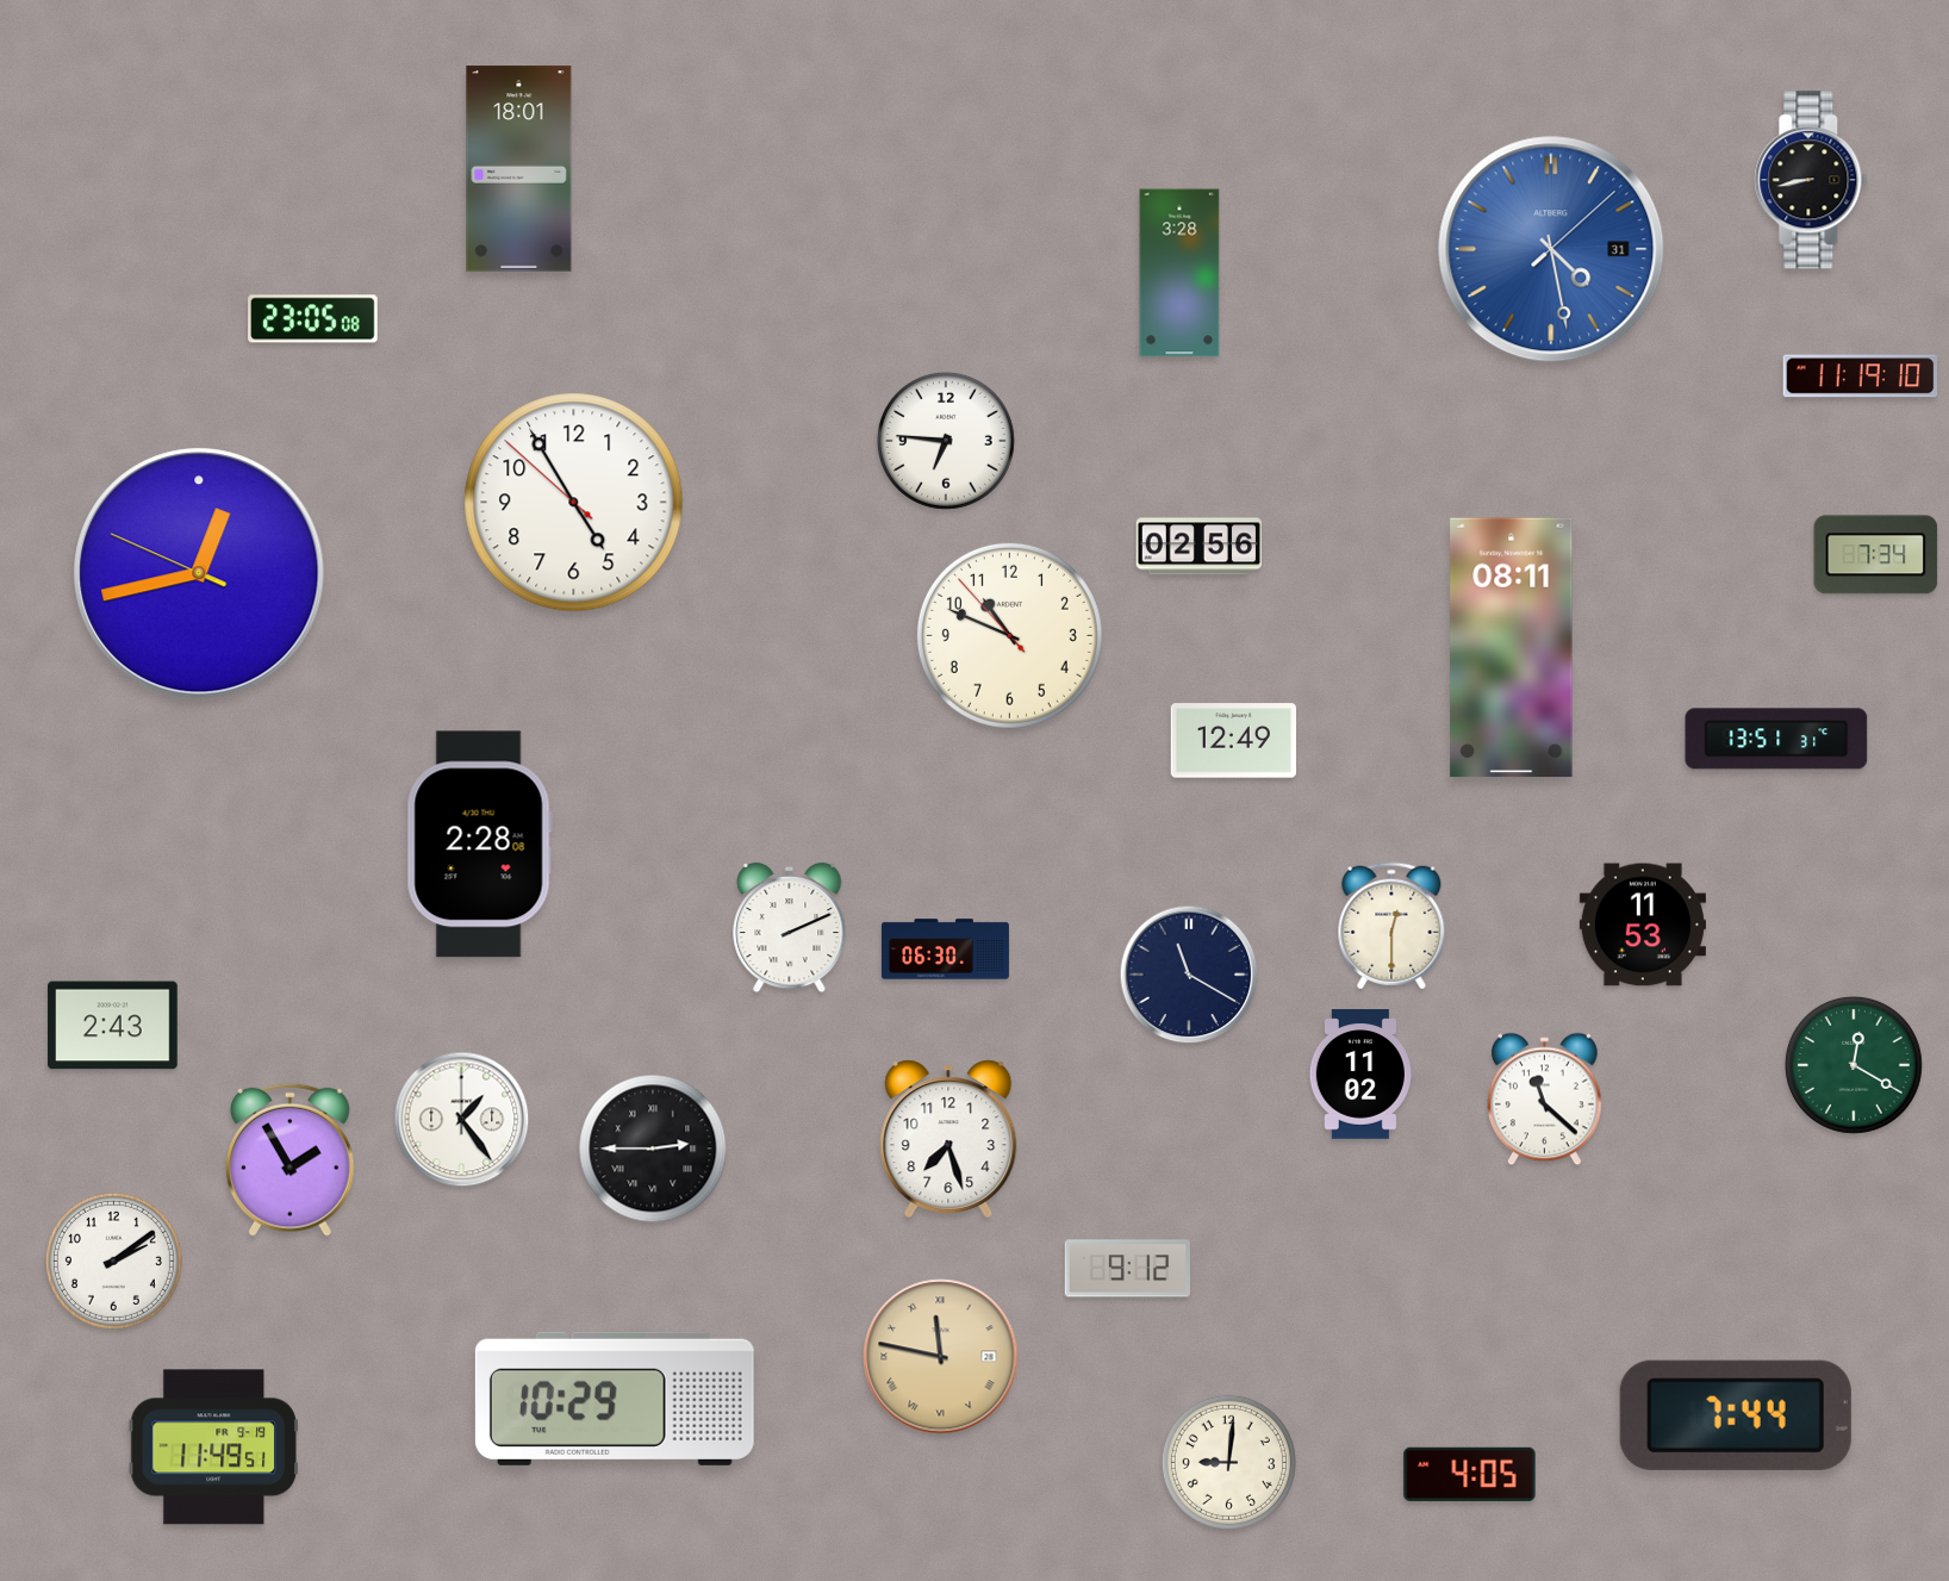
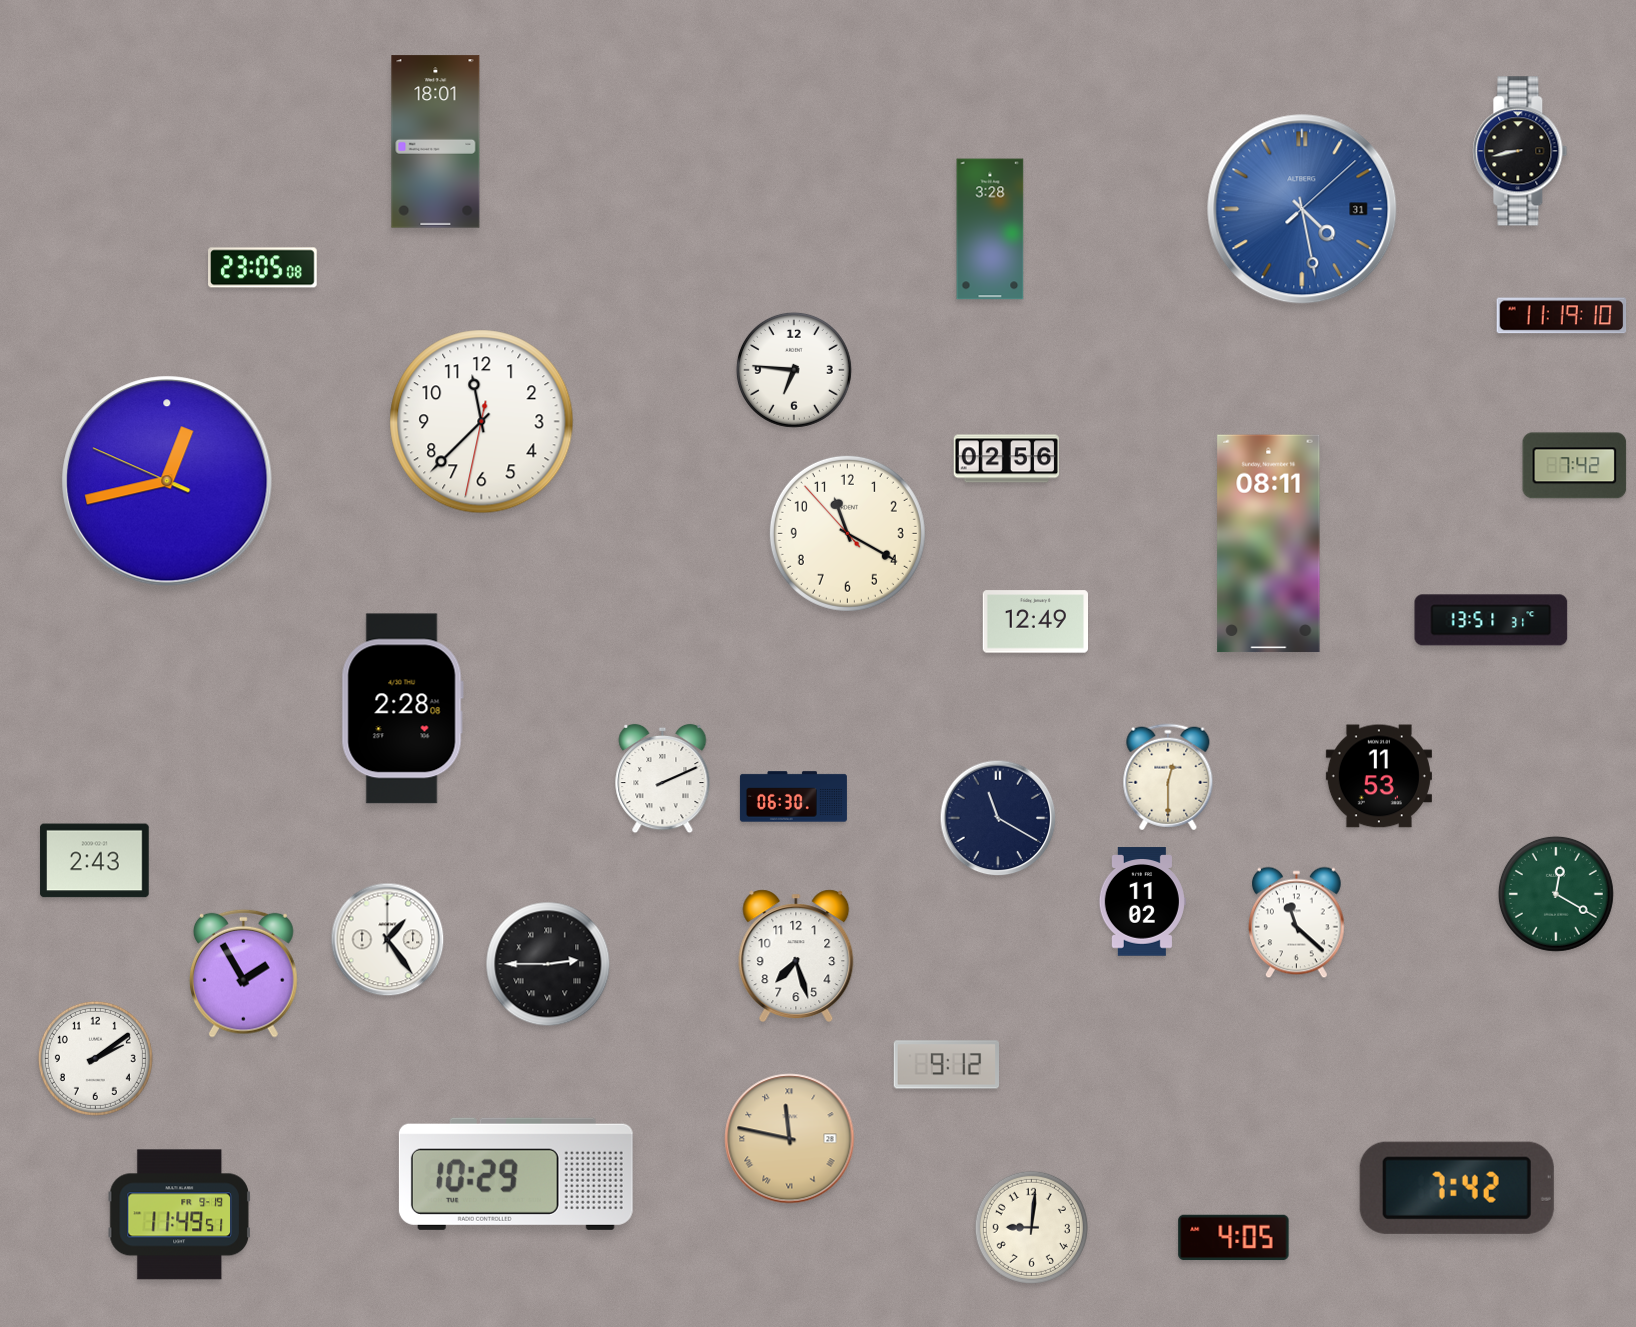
clock at (574, 503): 4:54 -> 11:37
clock at (1876, 555): 7:34 -> 7:42
clock at (1009, 635): 10:48 -> 11:19
clock at (1736, 1415): 7:44 -> 7:42
